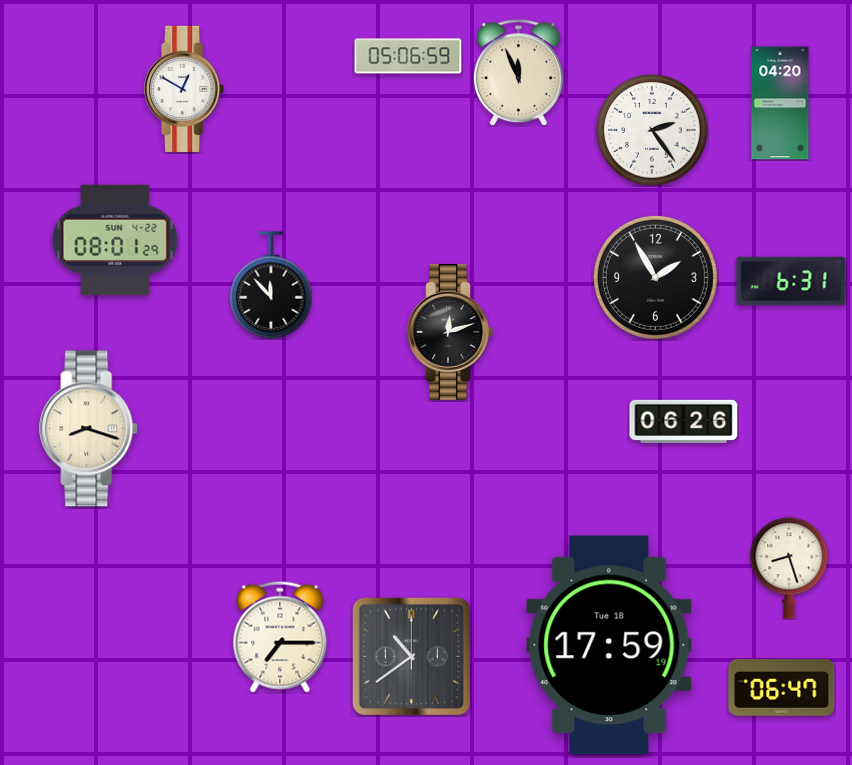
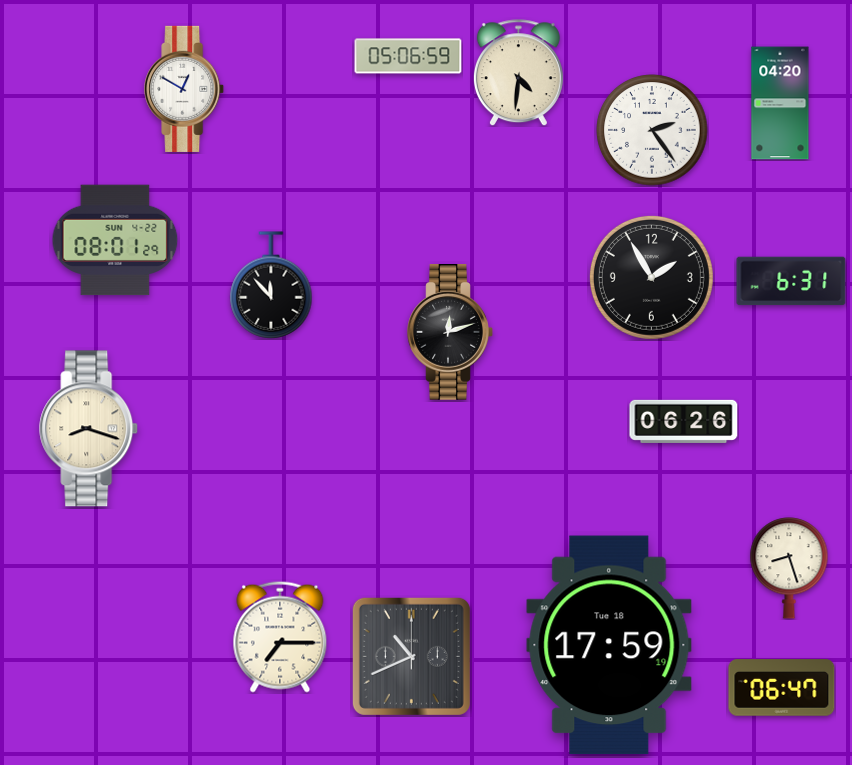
clock at (518, 73): 11:56 -> 4:31
clock at (655, 277) position: (655, 277) -> (651, 277)
clock at (411, 656): 10:39 -> 10:41
